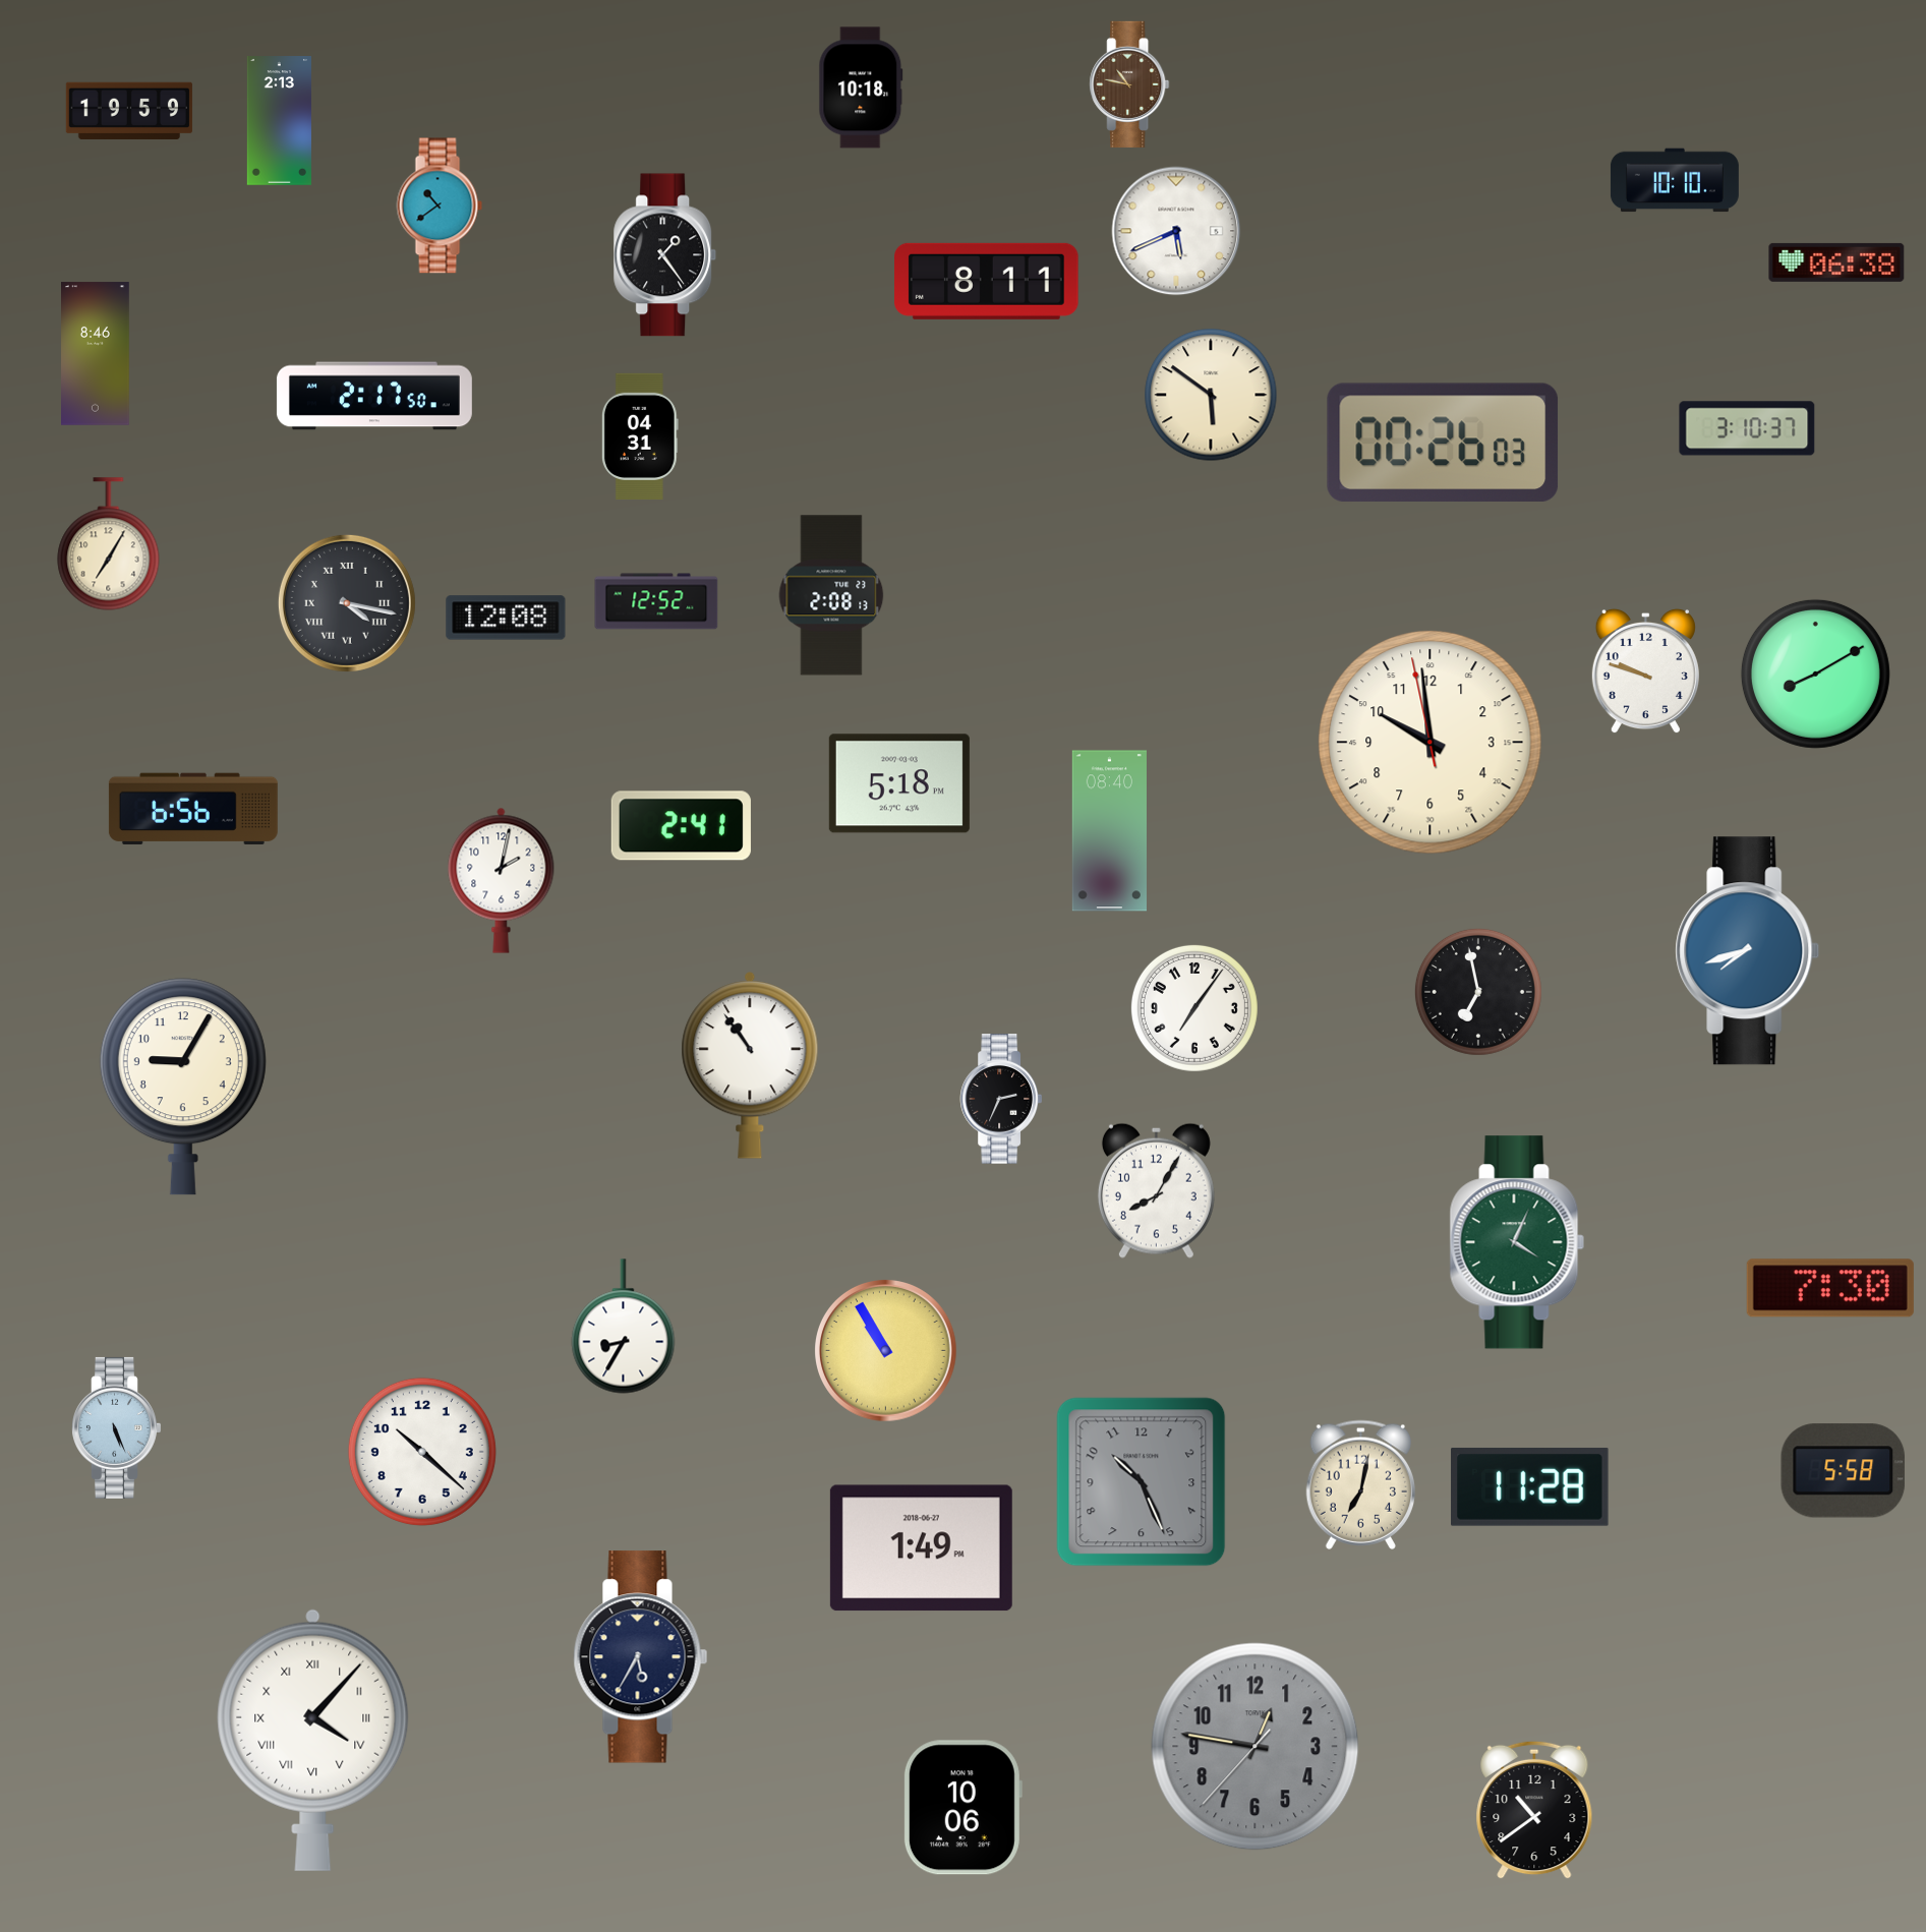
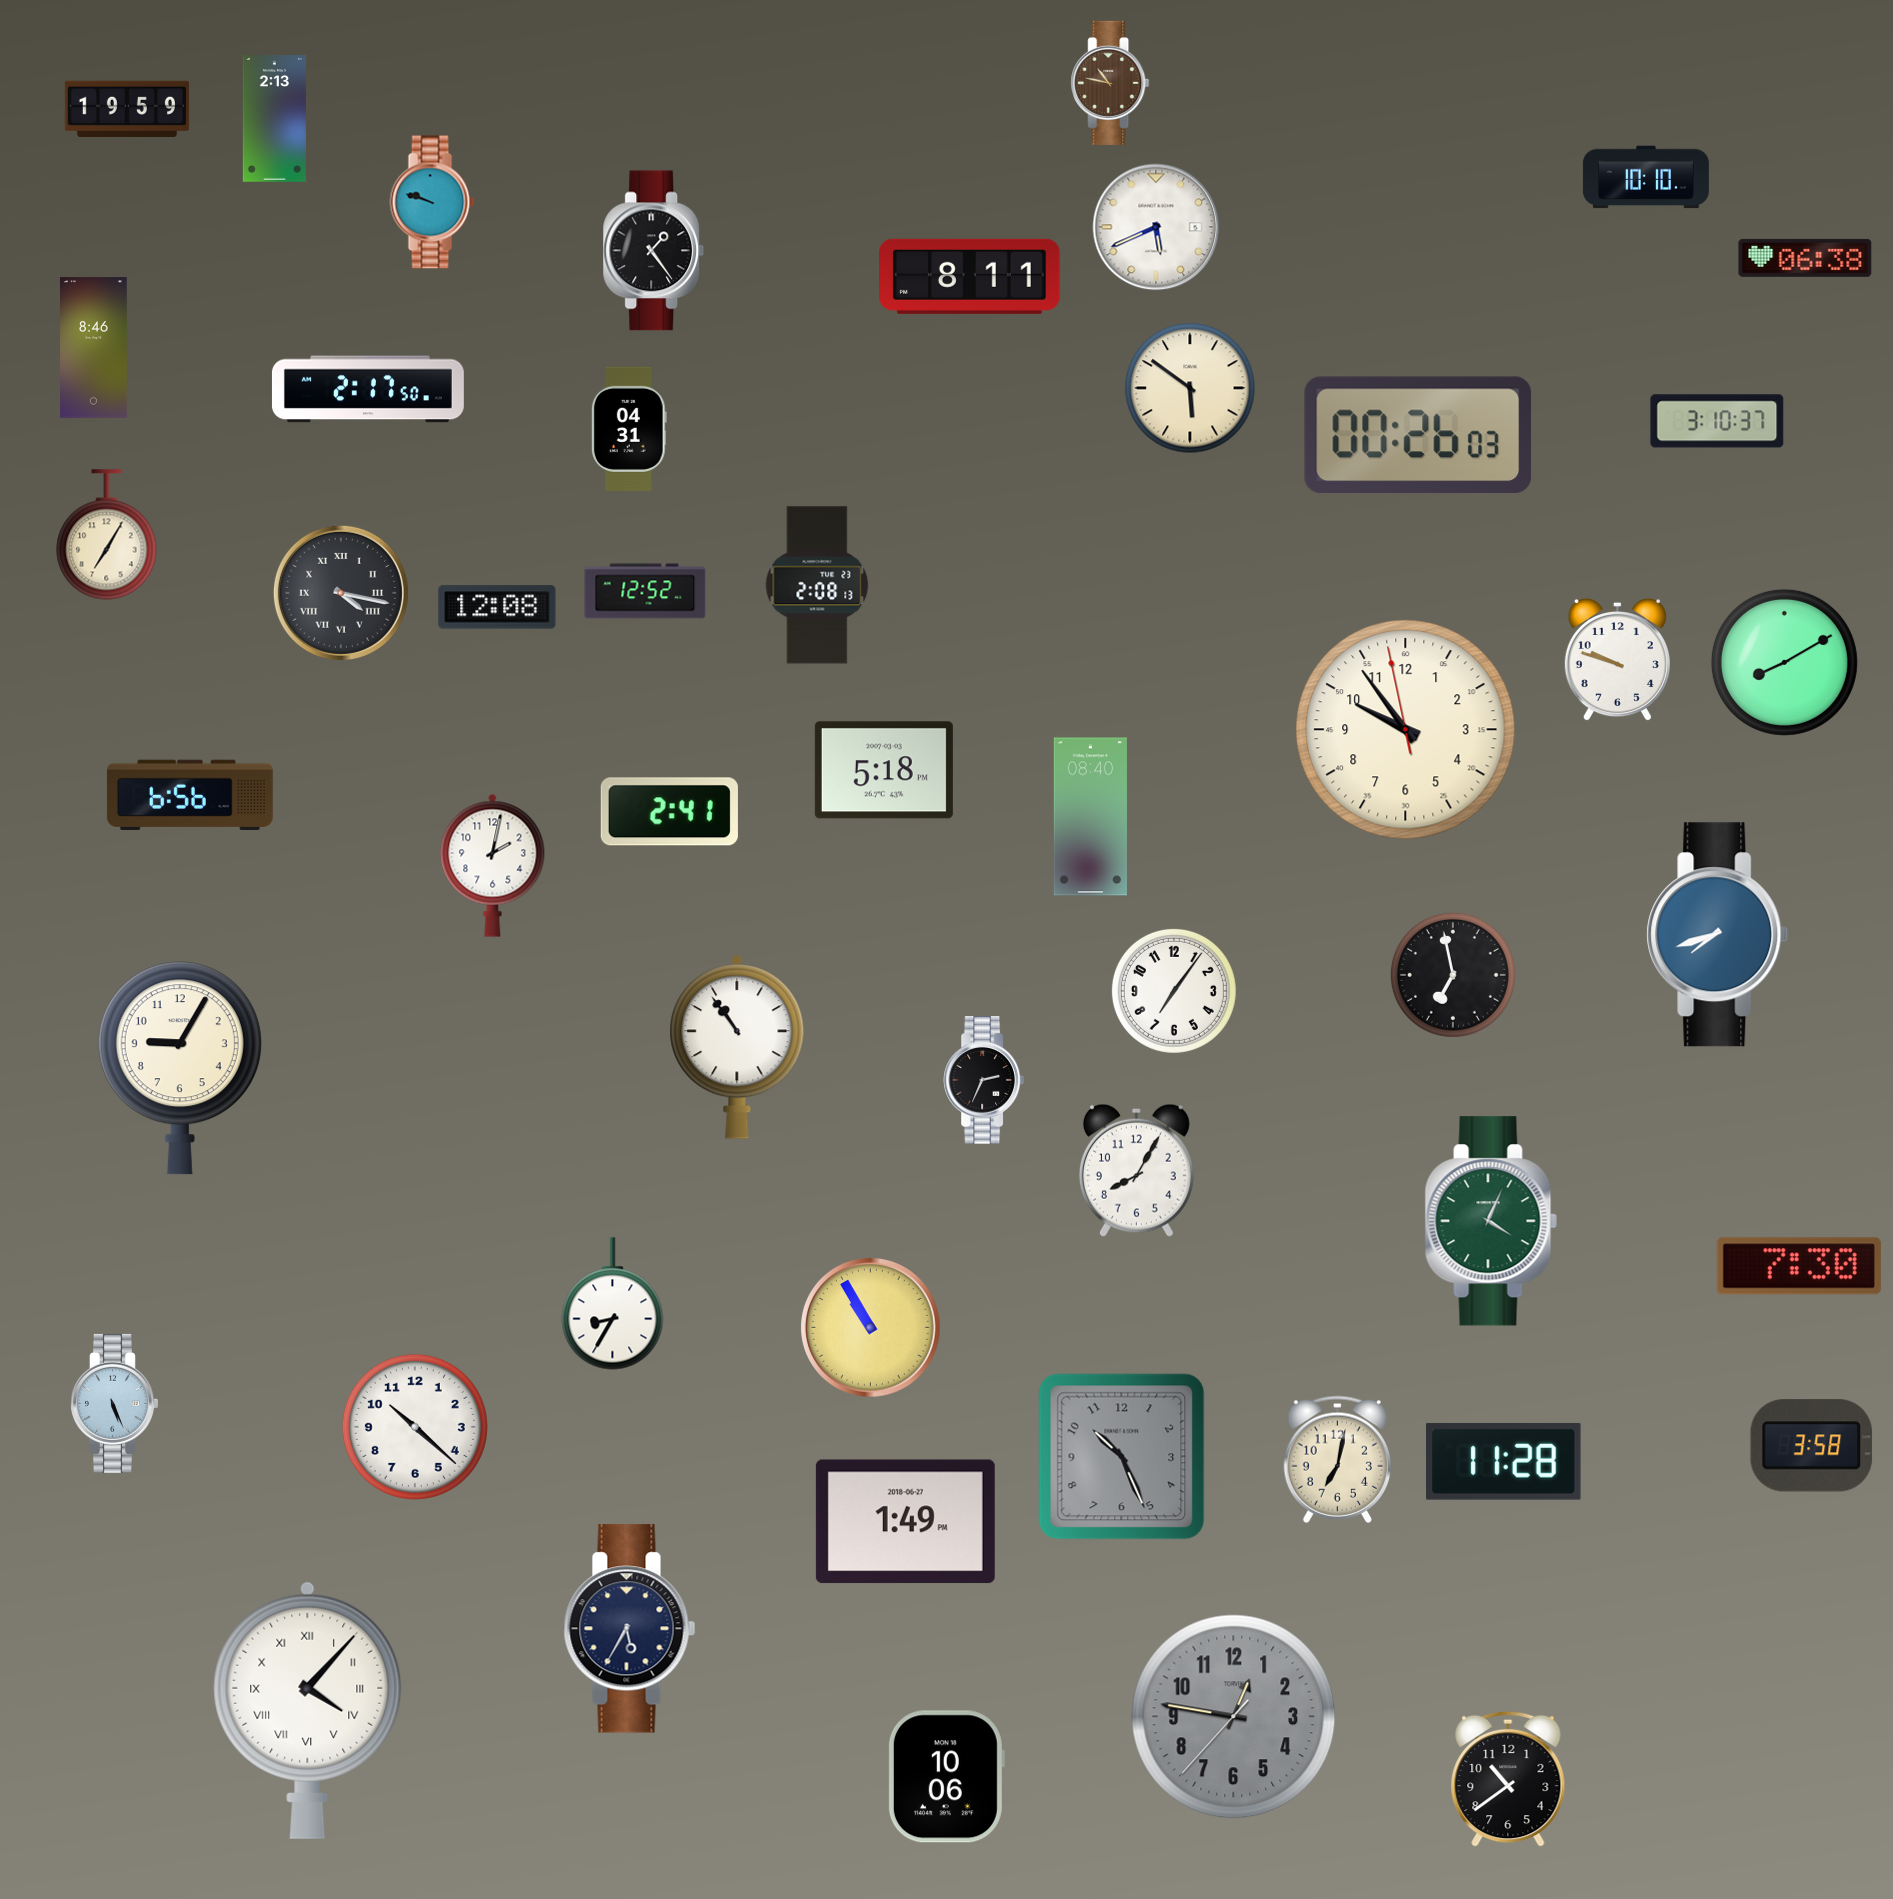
clock at (861, 87): 10:18 -> none
clock at (440, 206): 10:39 -> 9:48
clock at (1431, 743): 9:58 -> 9:53
clock at (1844, 1471): 5:58 -> 3:58
